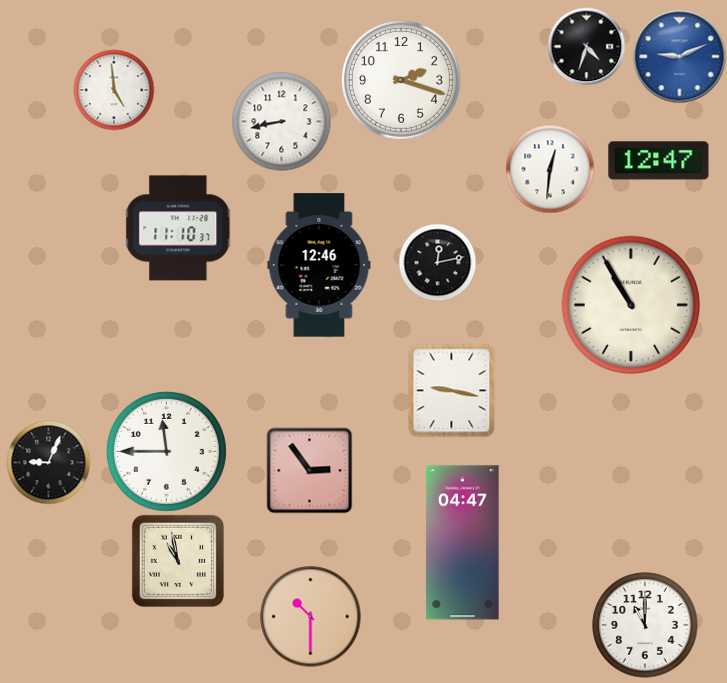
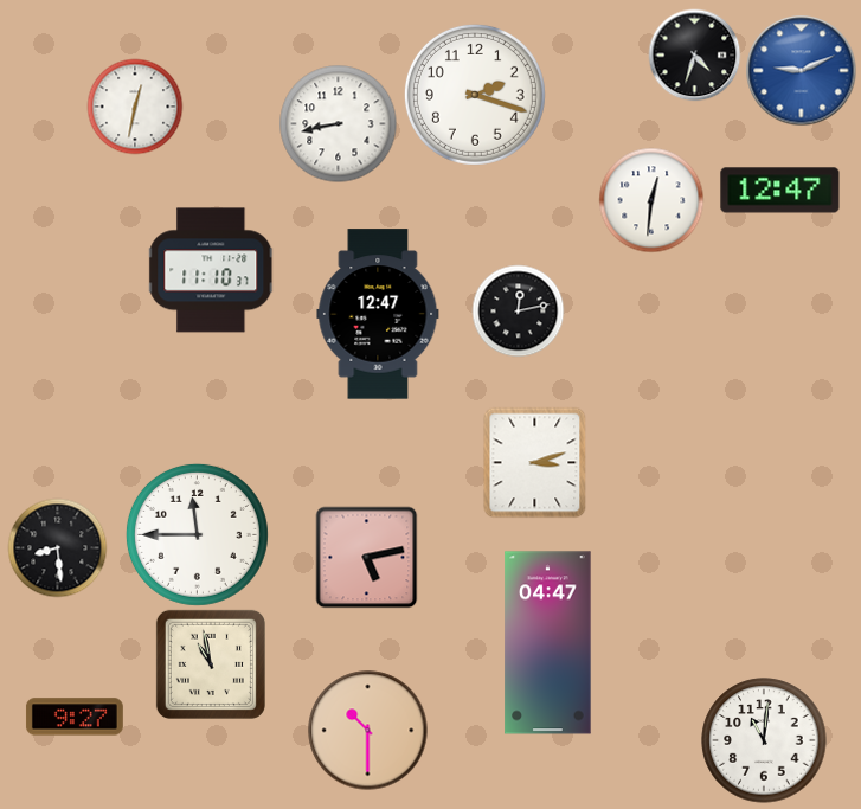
clock at (679, 56) position: (679, 56) -> (801, 70)
clock at (114, 90): 4:59 -> 12:32
clock at (282, 122) position: (282, 122) -> (339, 124)
clock at (319, 265): 12:46 -> 12:47
clock at (630, 304): 10:55 -> none
clock at (452, 390): 9:17 -> 3:12
clock at (48, 462): 9:04 -> 8:29
clock at (309, 470): 2:54 -> 5:13
clock at (75, 717): none -> 9:27
clock at (645, 625): 11:00 -> 11:01
